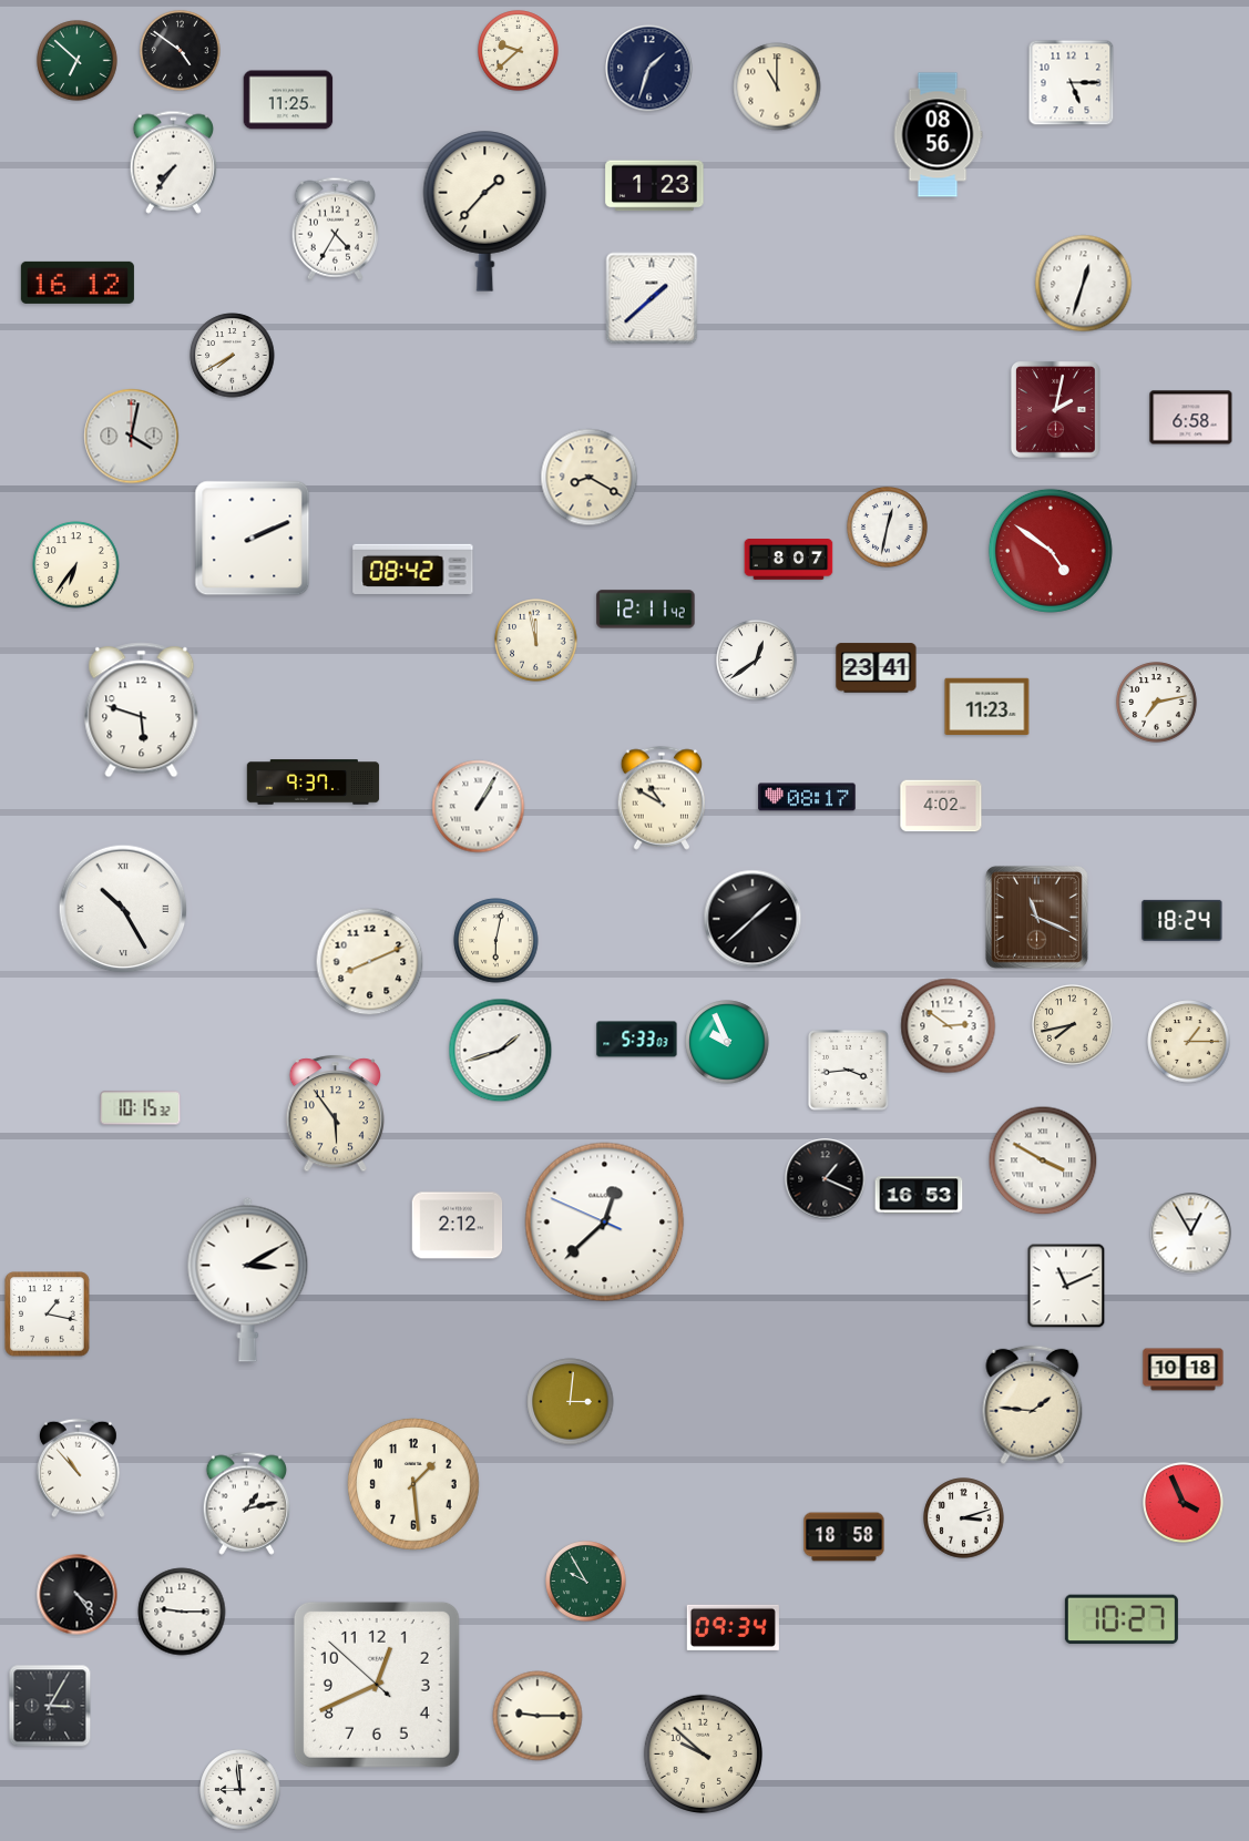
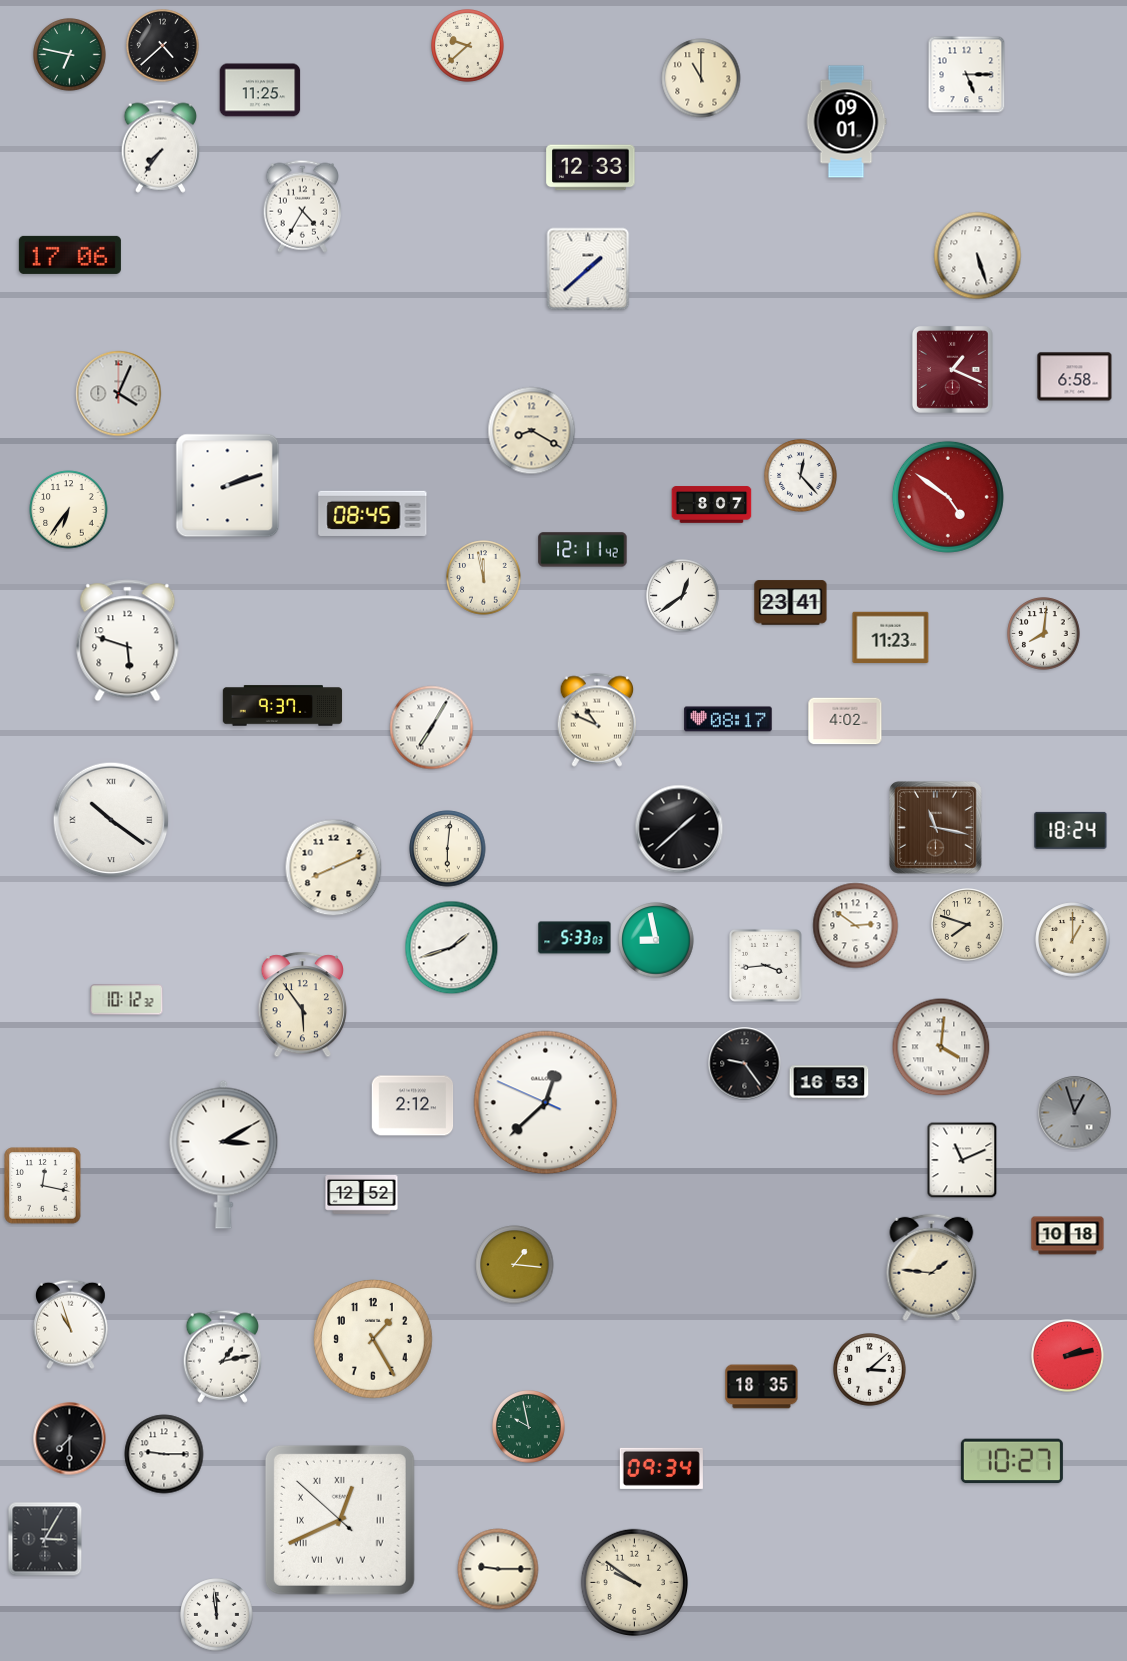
clock at (181, 51): 4:51 -> 4:38
clock at (78, 61): 6:52 -> 6:47
clock at (649, 69): 1:33 -> none
clock at (938, 135): 08:56 -> 09:01
clock at (173, 162) position: (173, 162) -> (160, 146)
clock at (655, 186): 1:23 -> 12:33
clock at (485, 212): 1:37 -> none
clock at (78, 283): 16:12 -> 17:06
clock at (1084, 284): 12:33 -> 5:27
clock at (233, 356): 7:40 -> none
clock at (1055, 409): 2:02 -> 1:19
clock at (132, 437): 4:02 -> 4:04
clock at (888, 528): 12:32 -> 12:23
clock at (253, 539): 2:11 -> 2:12
clock at (413, 569): 08:42 -> 08:45
clock at (1157, 703): 7:13 -> 8:01
clock at (662, 798): 10:50 -> 10:49
clock at (941, 806) position: (941, 806) -> (845, 721)
clock at (479, 807): 1:05 -> 7:05
clock at (123, 909): 10:25 -> 10:21
clock at (1036, 917): 11:19 -> 11:17
clock at (1183, 920) position: (1183, 920) -> (1071, 830)
clock at (496, 941): 6:02 -> 6:01
clock at (1073, 1025): 7:43 -> 7:48
clock at (727, 1042): 9:56 -> 8:58
clock at (1189, 1042): 1:15 -> 1:00
clock at (141, 1108): 10:15 -> 10:12
clock at (1043, 1160): 3:50 -> 4:01
clock at (826, 1179): 1:19 -> 9:24
clock at (919, 1195) position: (919, 1195) -> (829, 1082)
clock at (1191, 1234): 12:55 -> 12:57
clock at (1191, 1234) dial: white -> grey
clock at (48, 1315): 1:17 -> 12:17
clock at (362, 1194): none -> 12:52
clock at (571, 1402): 3:01 -> 1:16
clock at (78, 1469): 10:53 -> 10:57
clock at (413, 1484): 1:29 -> 1:25
clock at (1184, 1503): 3:56 -> 2:13
clock at (964, 1518): 3:12 -> 3:08
clock at (844, 1537): 18:58 -> 18:35
clock at (586, 1582): 9:55 -> 9:58
clock at (78, 1595): 4:24 -> 7:30
clock at (377, 1685) numerals: Arabic -> Roman
clock at (538, 1716) position: (538, 1716) -> (498, 1569)
clock at (703, 1753): 9:52 -> 9:51
clock at (240, 1790): 8:59 -> 11:59
